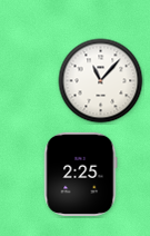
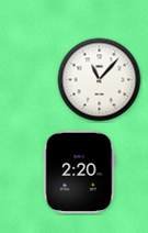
clock at (81, 174): 2:25 -> 2:20
